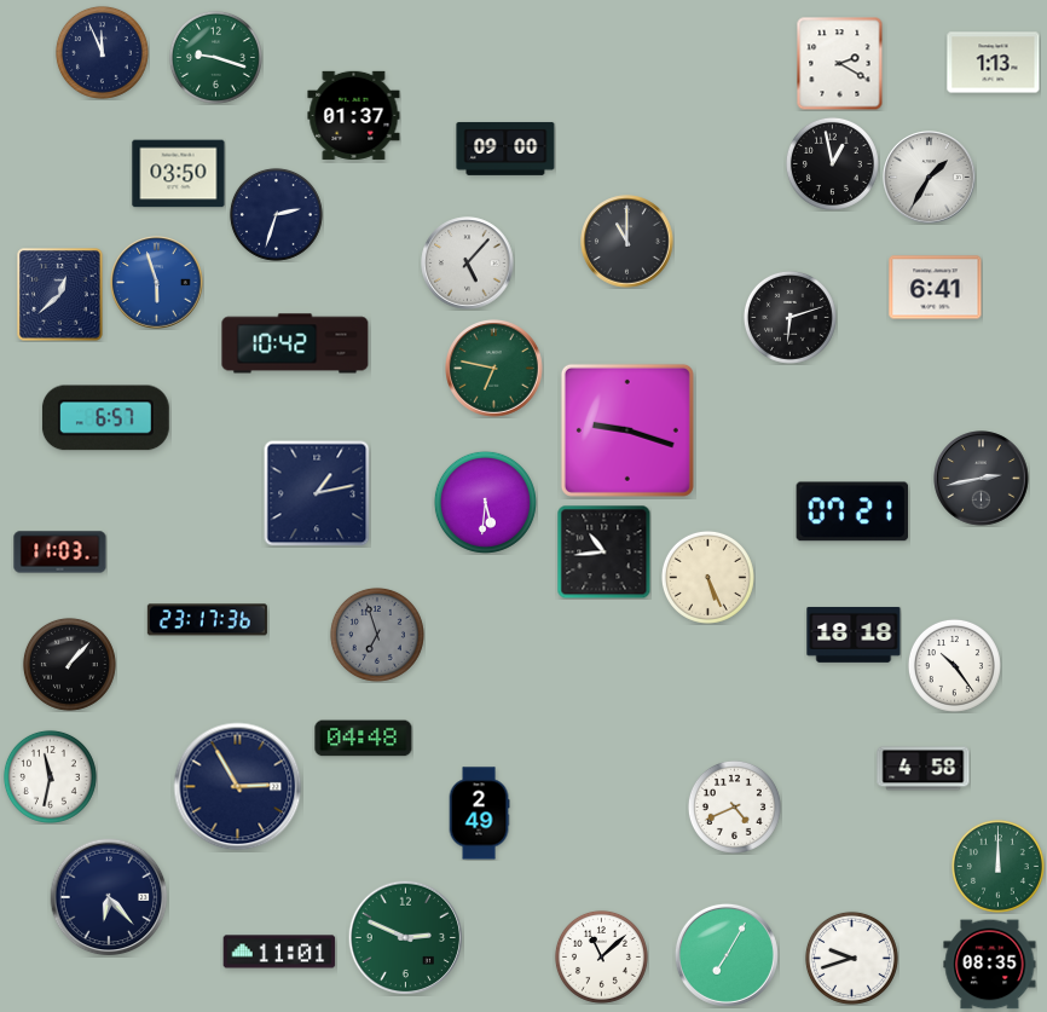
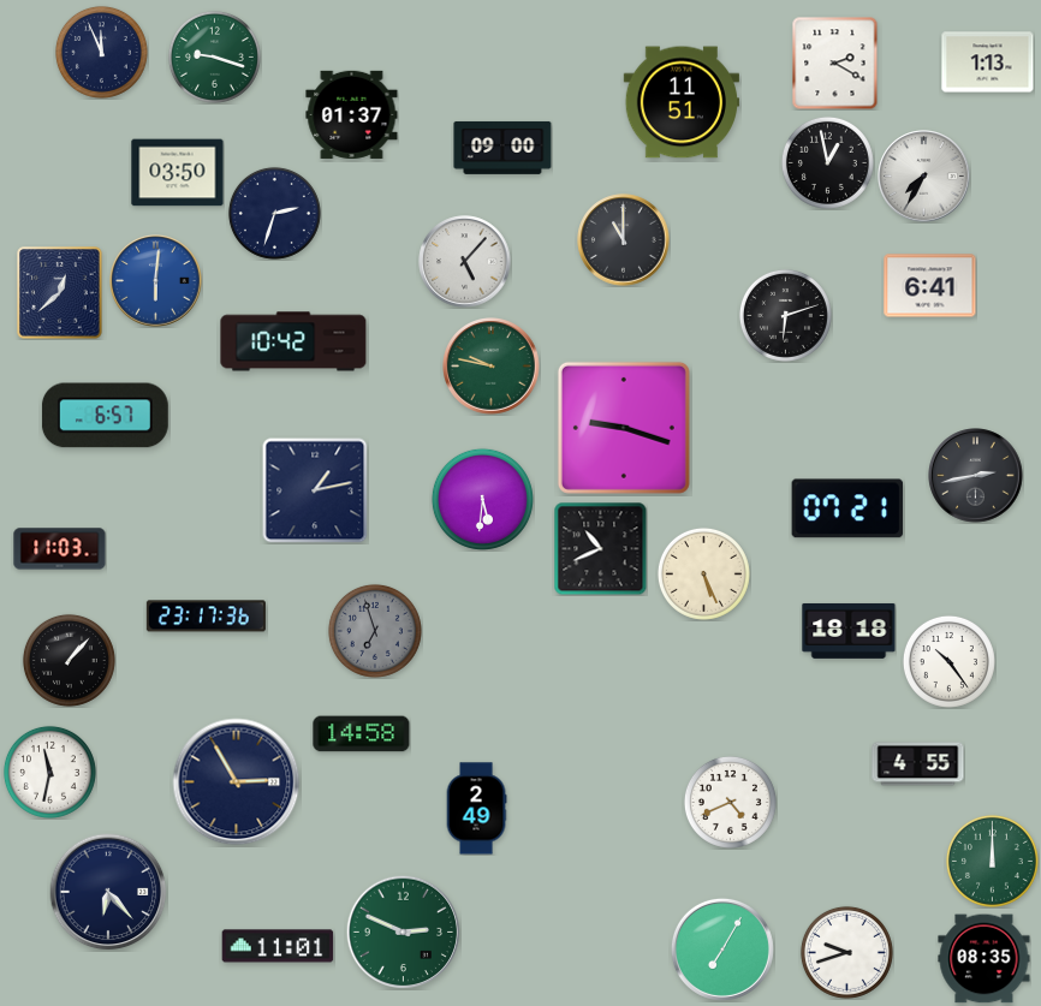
clock at (680, 102): none -> 11:51
clock at (930, 178): 1:35 -> 7:35
clock at (157, 283): 5:57 -> 6:01
clock at (494, 369): 6:47 -> 9:47
clock at (603, 551): 10:44 -> 10:41
clock at (364, 739): 04:48 -> 14:58
clock at (924, 769): 4:58 -> 4:55
clock at (601, 956): 11:08 -> none
